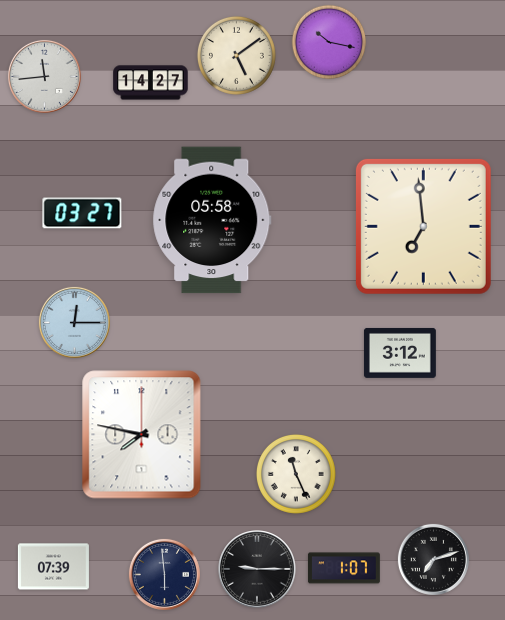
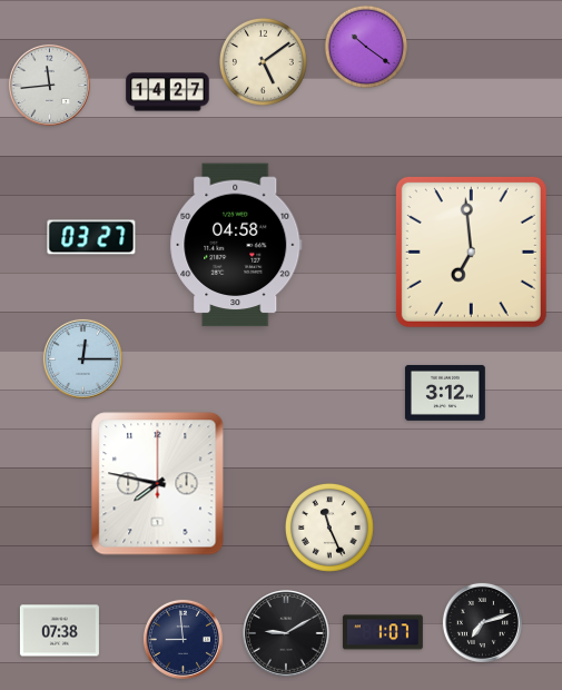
clock at (329, 42): 10:17 -> 10:21
clock at (212, 220): 05:58 -> 04:58
clock at (53, 567): 07:39 -> 07:38
clock at (257, 569): 9:15 -> 9:10
clock at (164, 574): 5:59 -> 8:59
